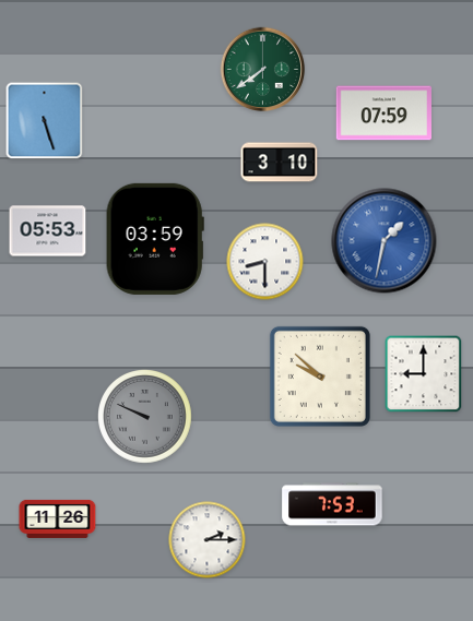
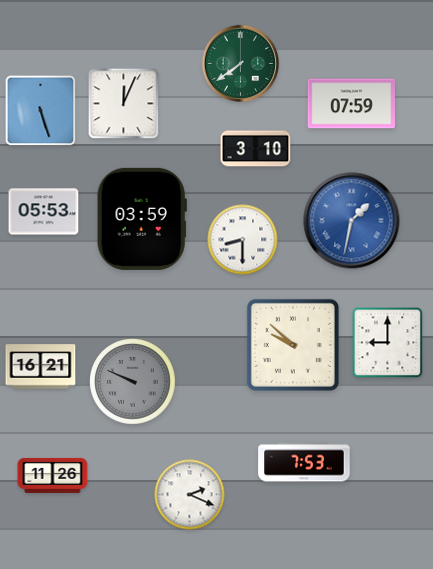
clock at (124, 104): none -> 12:04
clock at (41, 367): none -> 16:21
clock at (208, 540): 2:15 -> 2:19
